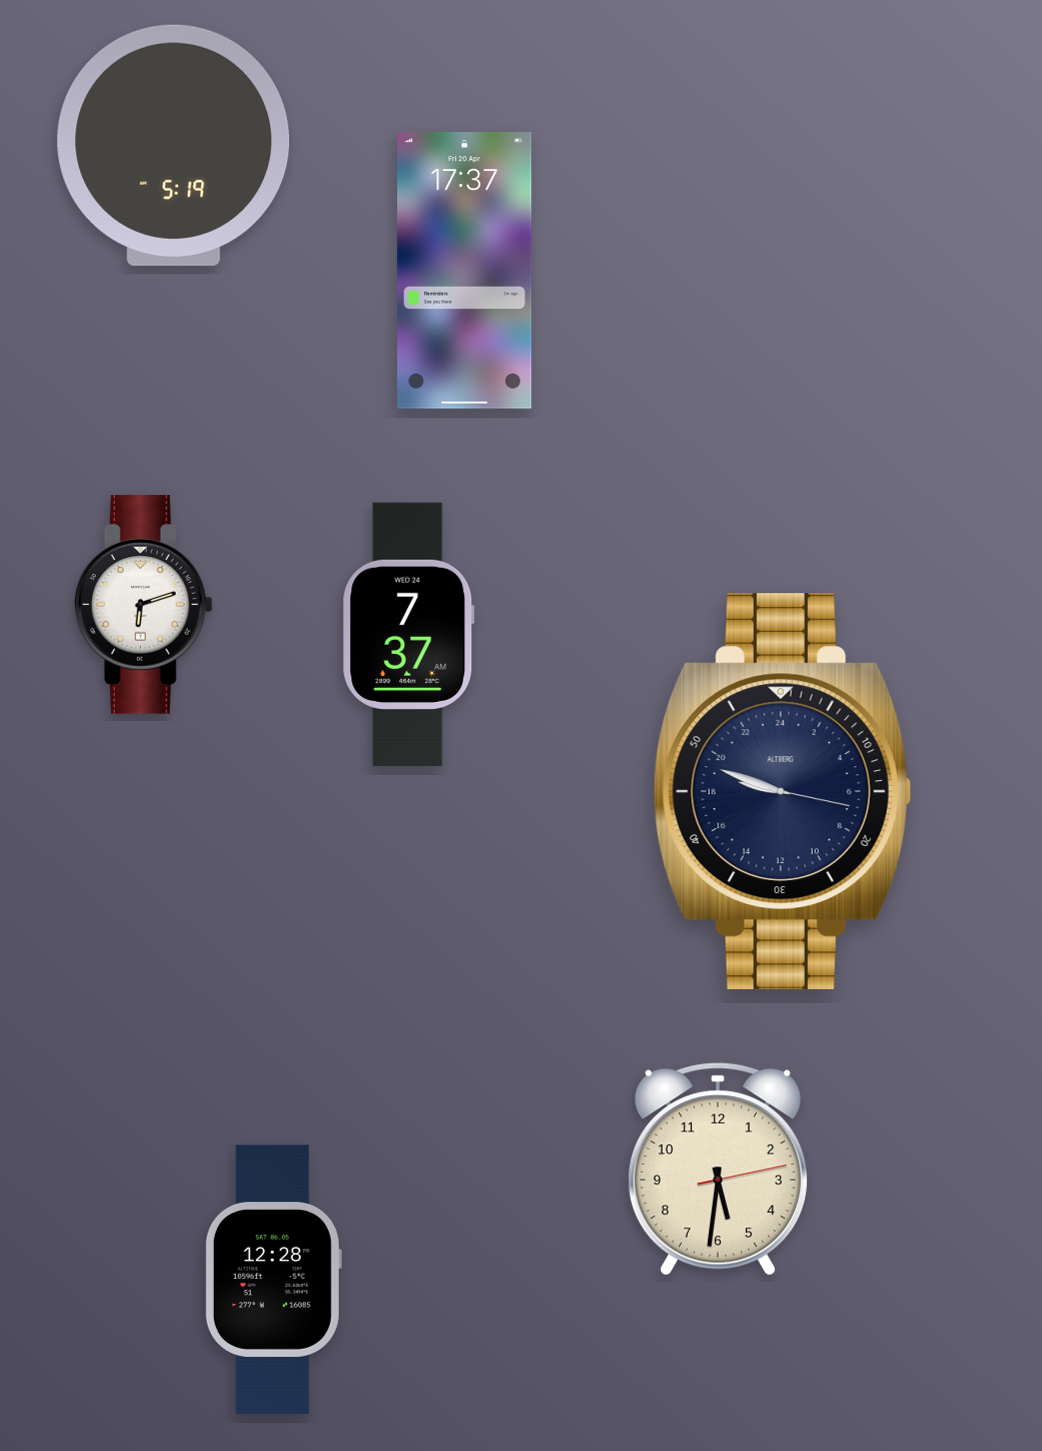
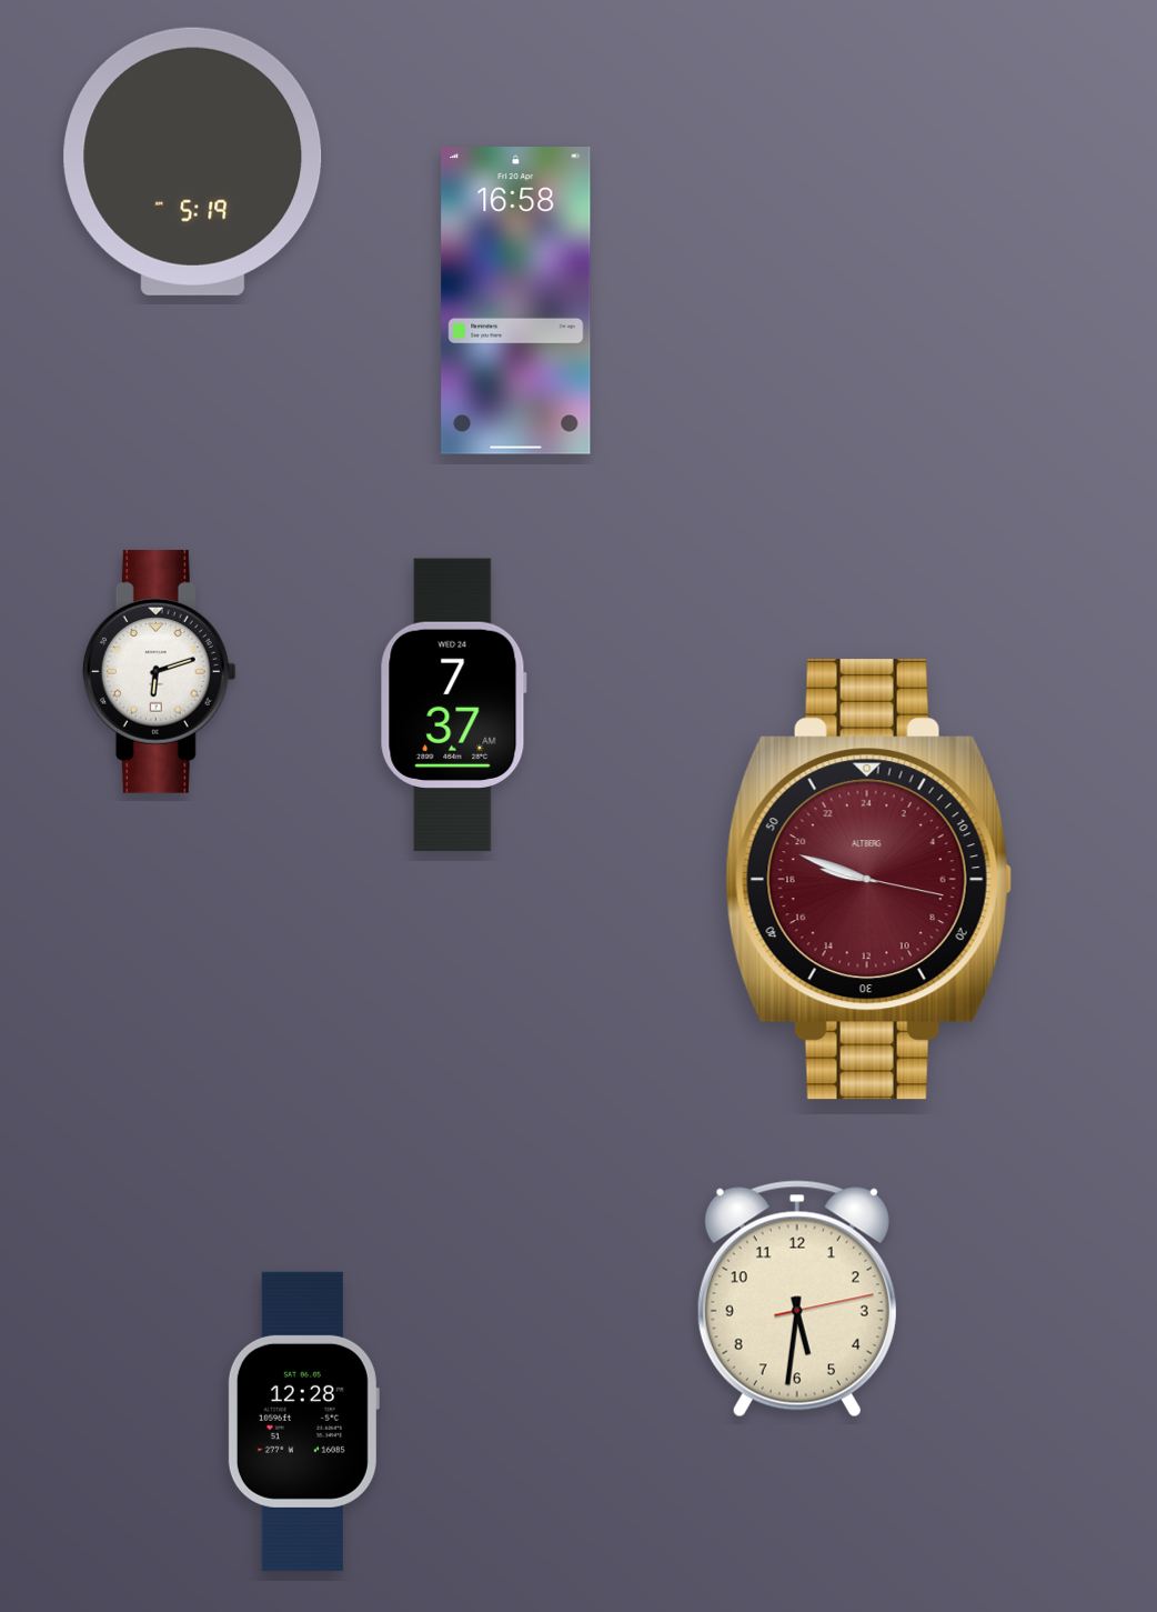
clock at (465, 271): 17:37 -> 16:58
clock at (782, 792) dial: navy -> burgundy
